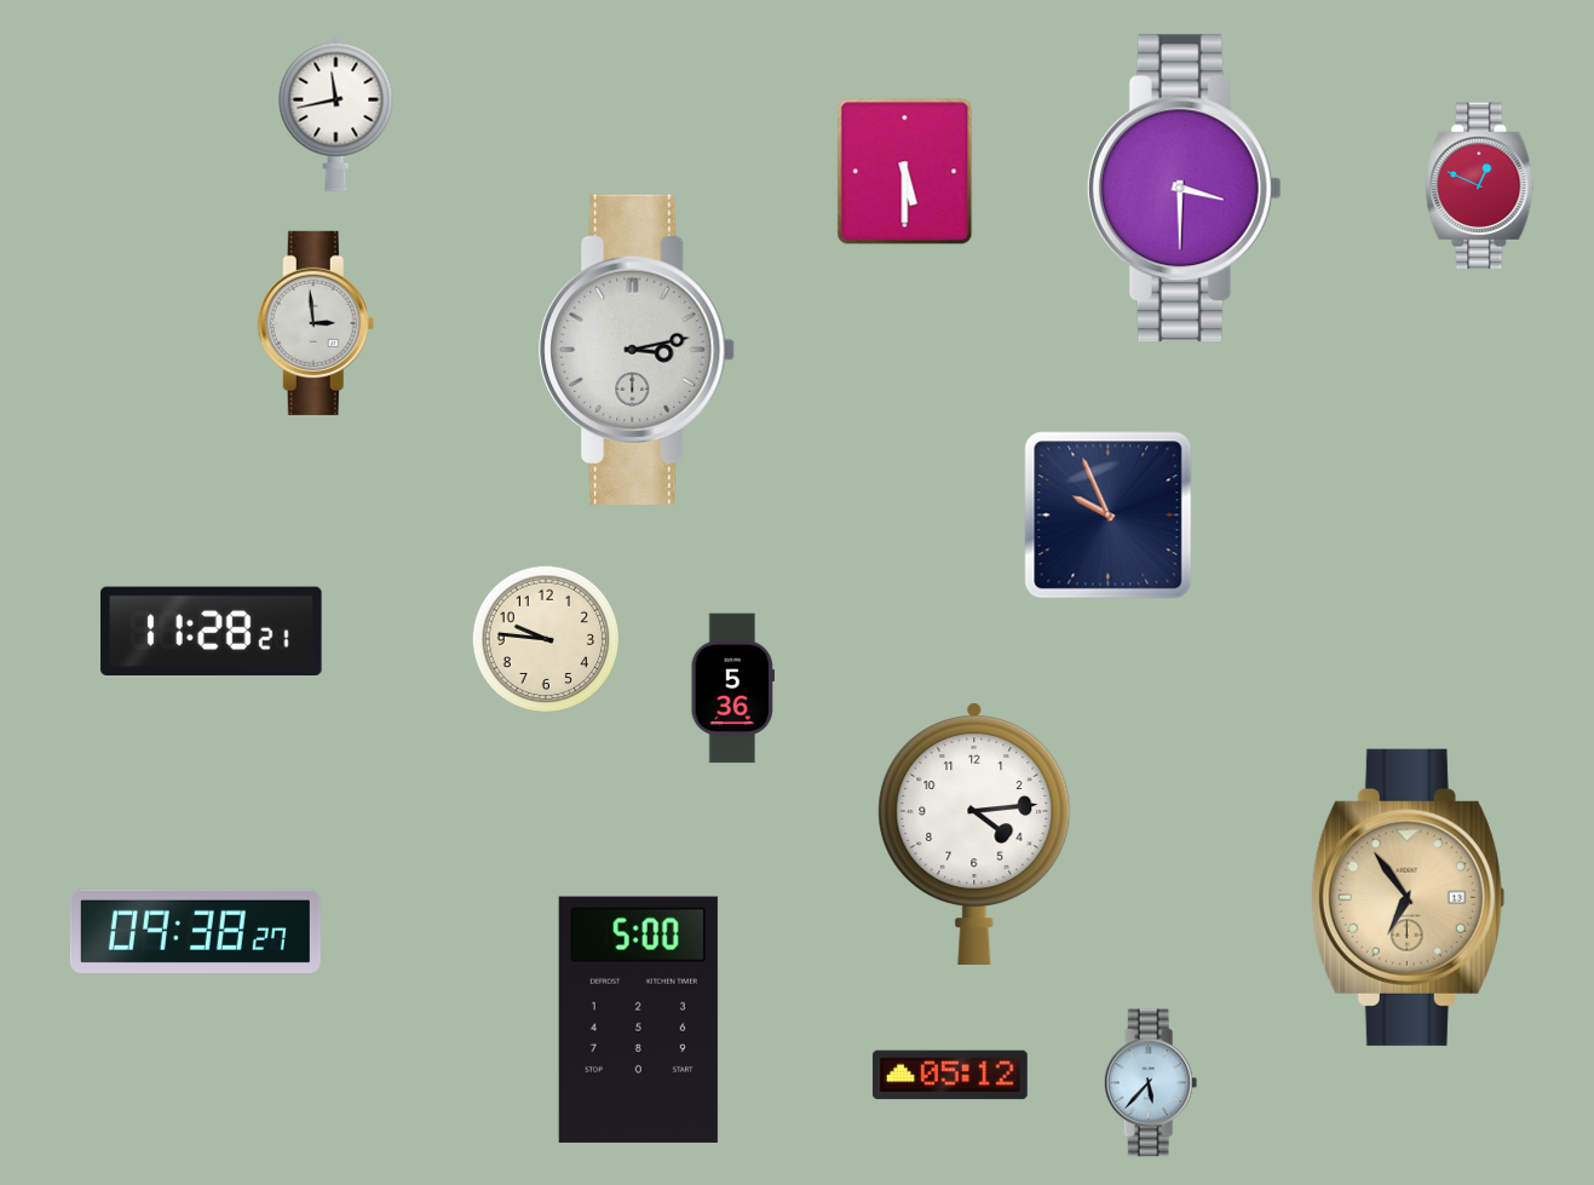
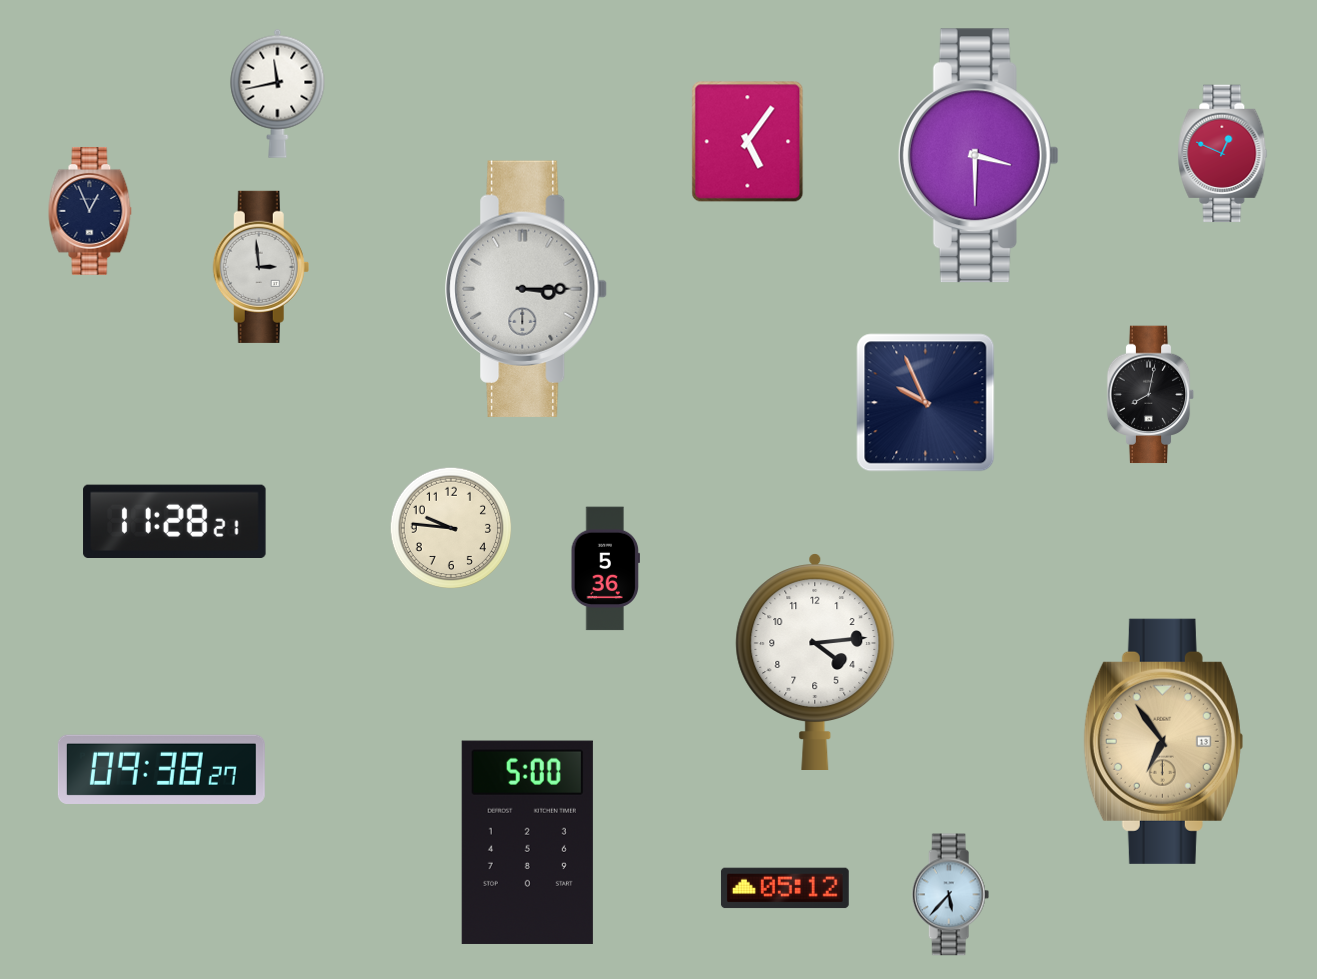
clock at (905, 172): 5:30 -> 5:06
clock at (90, 211): none -> 12:56
clock at (637, 350): 3:13 -> 3:15
clock at (1151, 395): none -> 8:02
clock at (1109, 516) position: (1109, 516) -> (926, 403)
clock at (974, 834) position: (974, 834) -> (815, 662)
